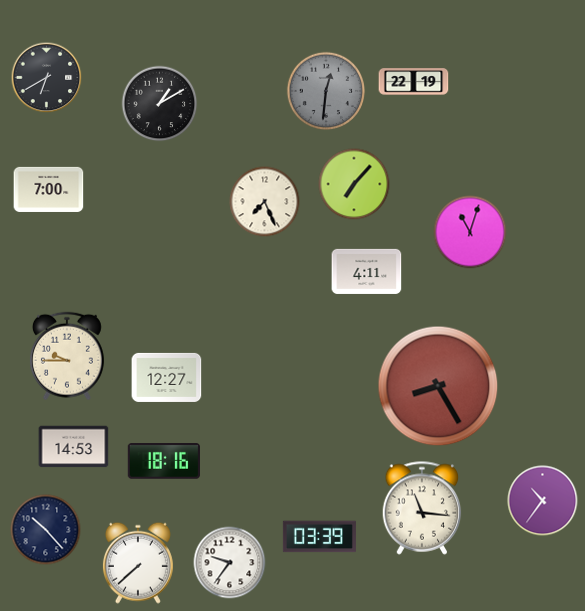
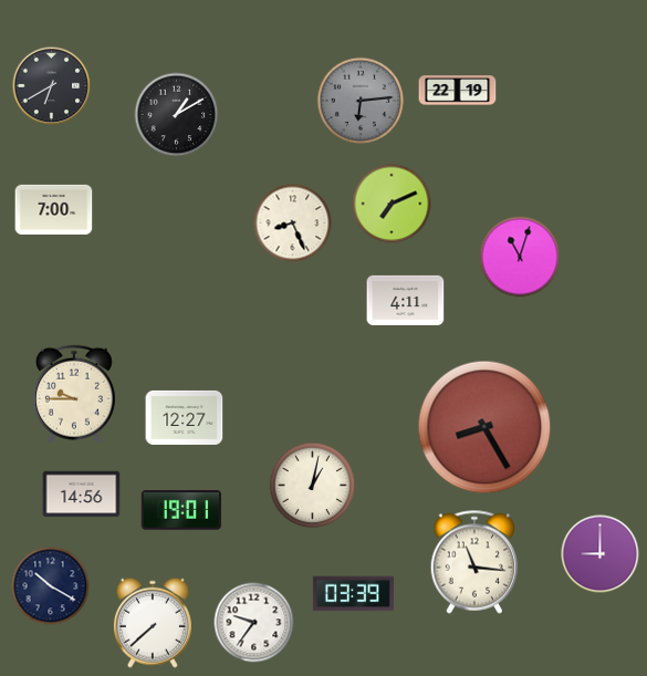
clock at (326, 91): 12:31 -> 6:14
clock at (354, 184): 7:07 -> 7:11
clock at (265, 202): 7:26 -> 8:26
clock at (313, 486): none -> 1:02
clock at (74, 447): 14:53 -> 14:56
clock at (164, 461): 18:16 -> 19:01
clock at (543, 501): 10:36 -> 9:00
clock at (422, 508) position: (422, 508) -> (474, 562)
clock at (46, 530): 10:23 -> 10:20
